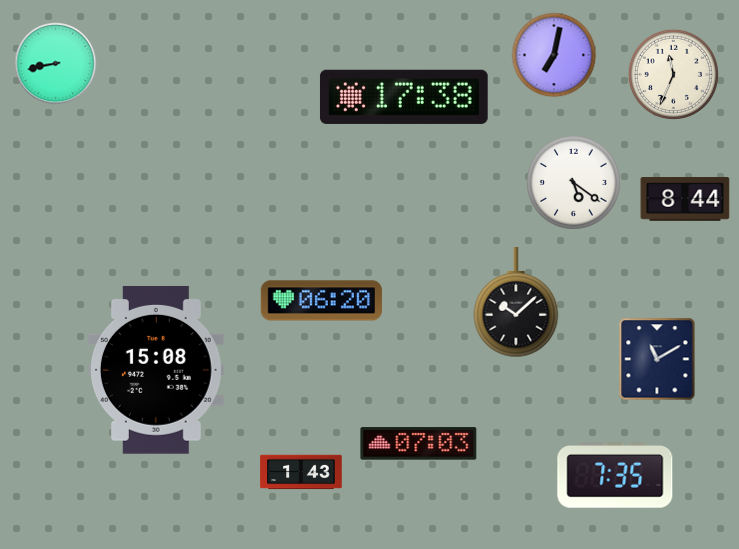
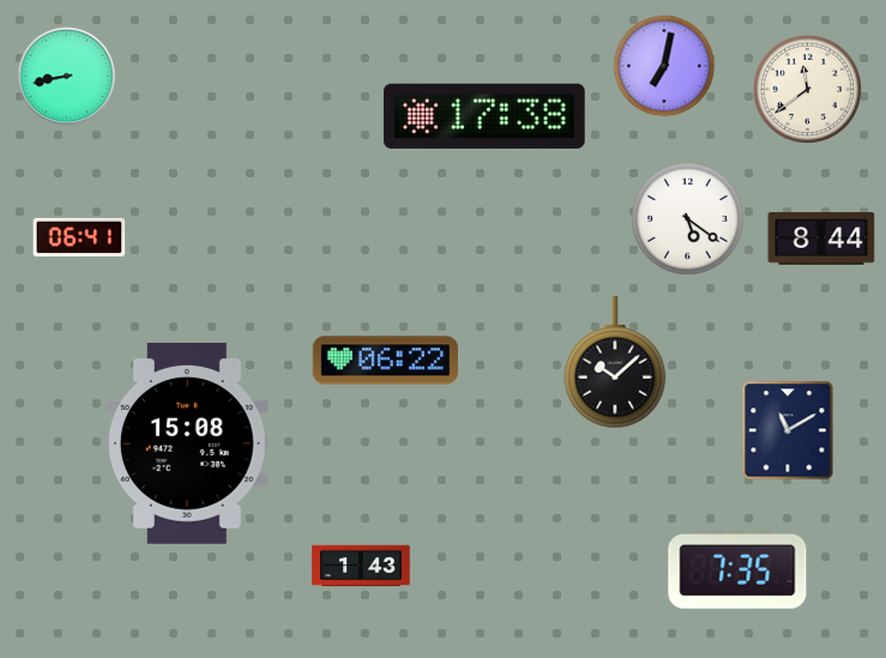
clock at (673, 74): 11:34 -> 11:39
clock at (79, 237): none -> 06:41
clock at (321, 301): 06:20 -> 06:22
clock at (516, 303) position: (516, 303) -> (615, 363)
clock at (419, 444): 07:03 -> none
